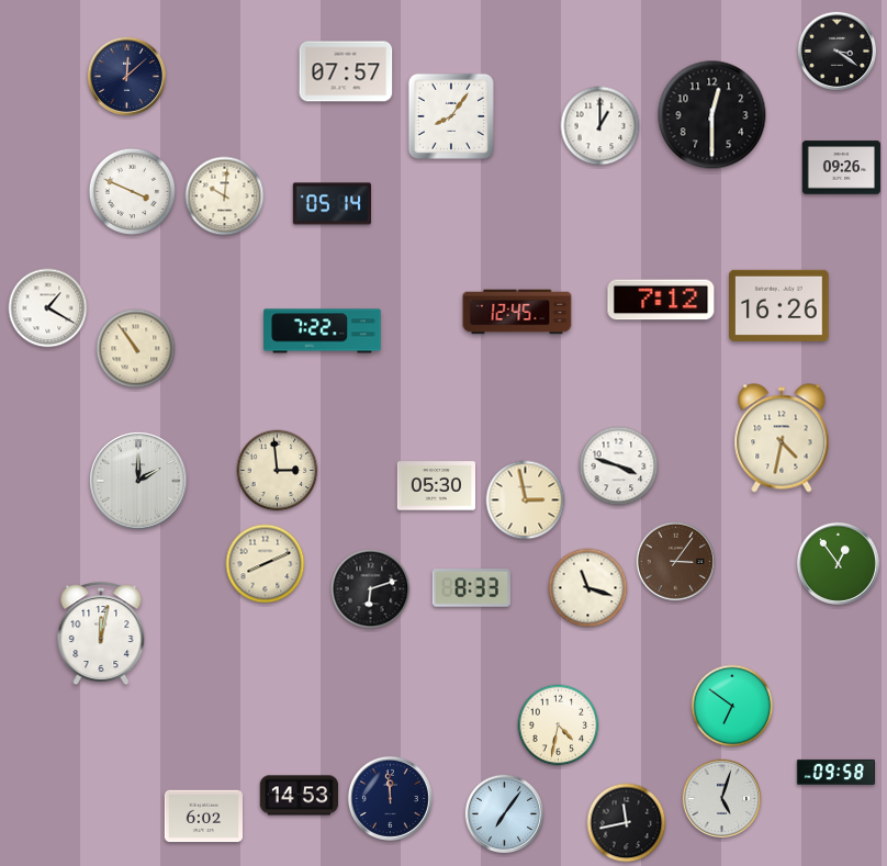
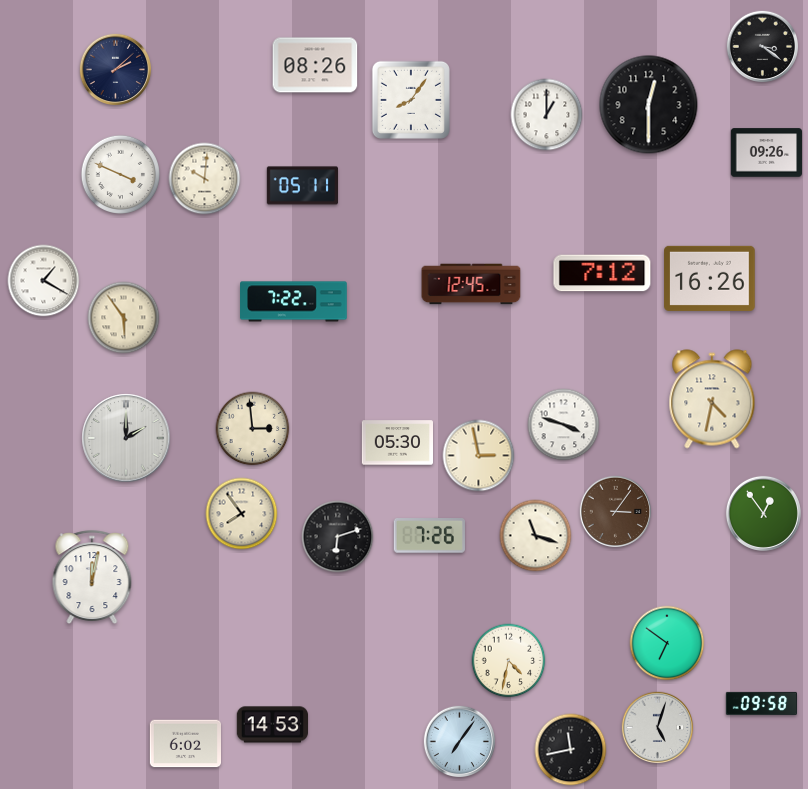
clock at (346, 71): 07:57 -> 08:26
clock at (127, 77): 12:08 -> 2:08
clock at (451, 116) position: (451, 116) -> (411, 100)
clock at (332, 204): 05:14 -> 05:11
clock at (136, 349): 10:54 -> 5:54
clock at (266, 564): 8:11 -> 7:54
clock at (471, 588): 8:33 -> 7:26
clock at (390, 798): 11:59 -> none
